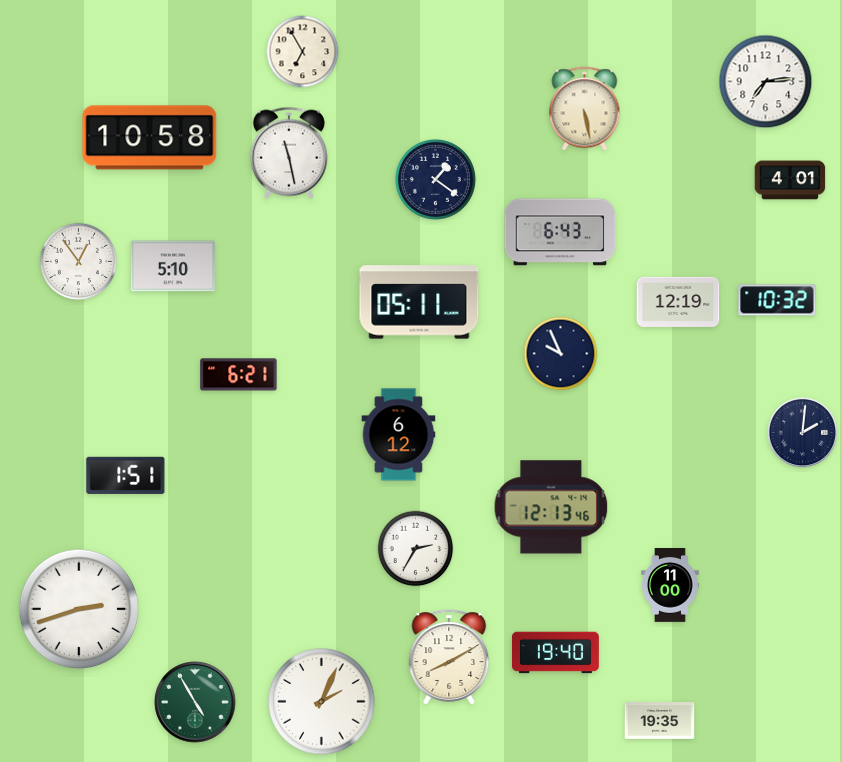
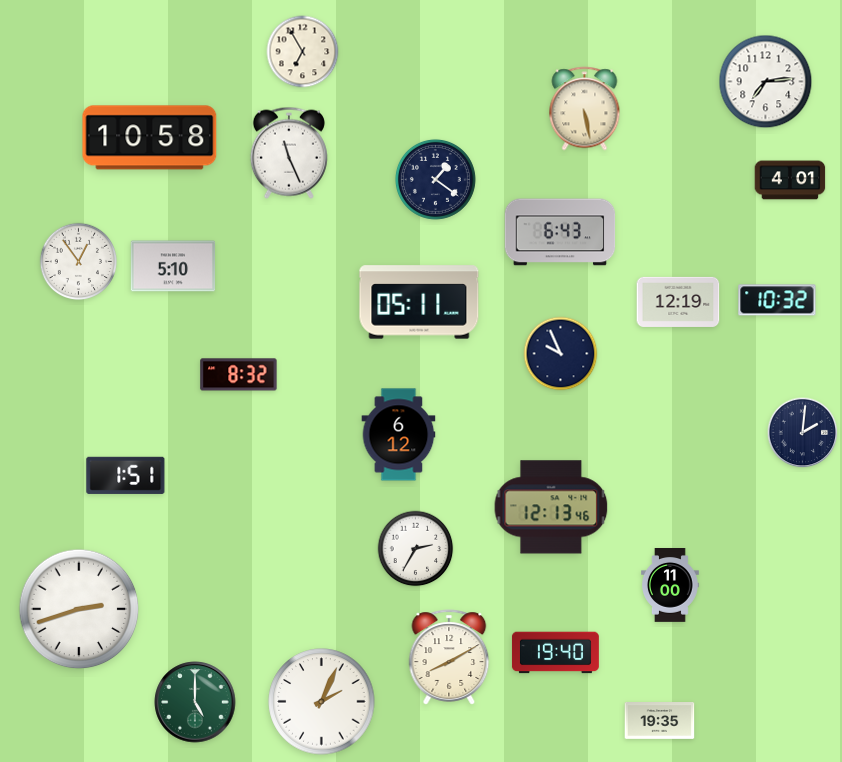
clock at (289, 153): 11:28 -> 11:26
clock at (239, 375): 6:21 -> 8:32
clock at (195, 702): 4:55 -> 5:00
